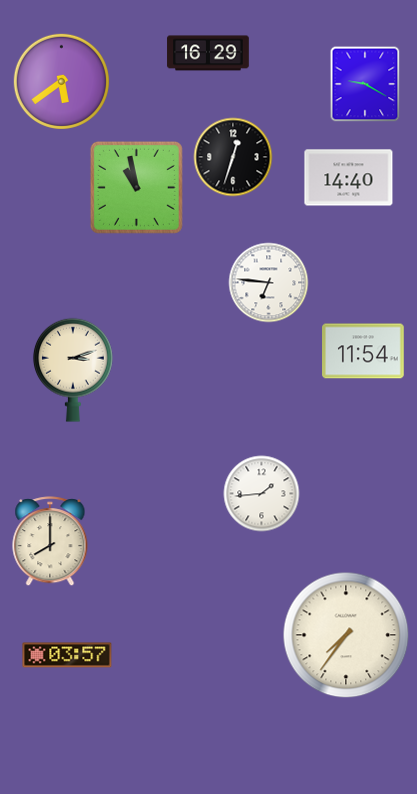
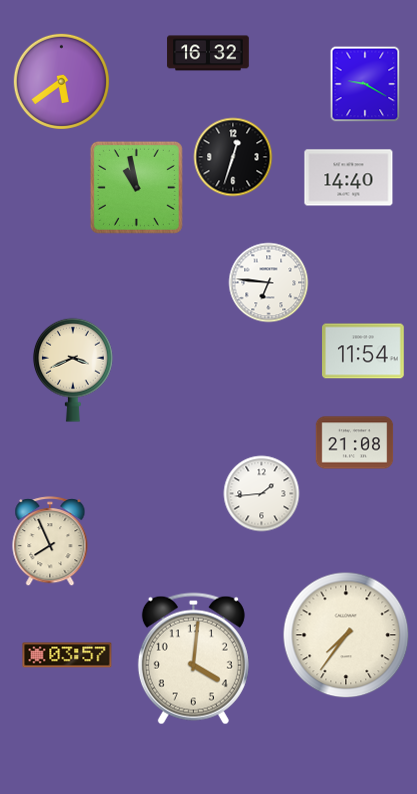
clock at (208, 53): 16:29 -> 16:32
clock at (73, 370): 3:12 -> 3:41
clock at (355, 443): none -> 21:08
clock at (50, 542): 8:00 -> 7:56
clock at (193, 659): none -> 4:01
